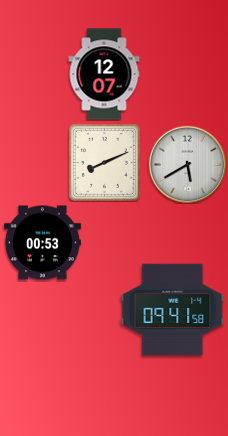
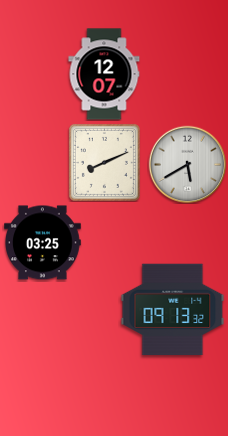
clock at (43, 243): 00:53 -> 03:25
clock at (173, 310): 09:41 -> 09:13
